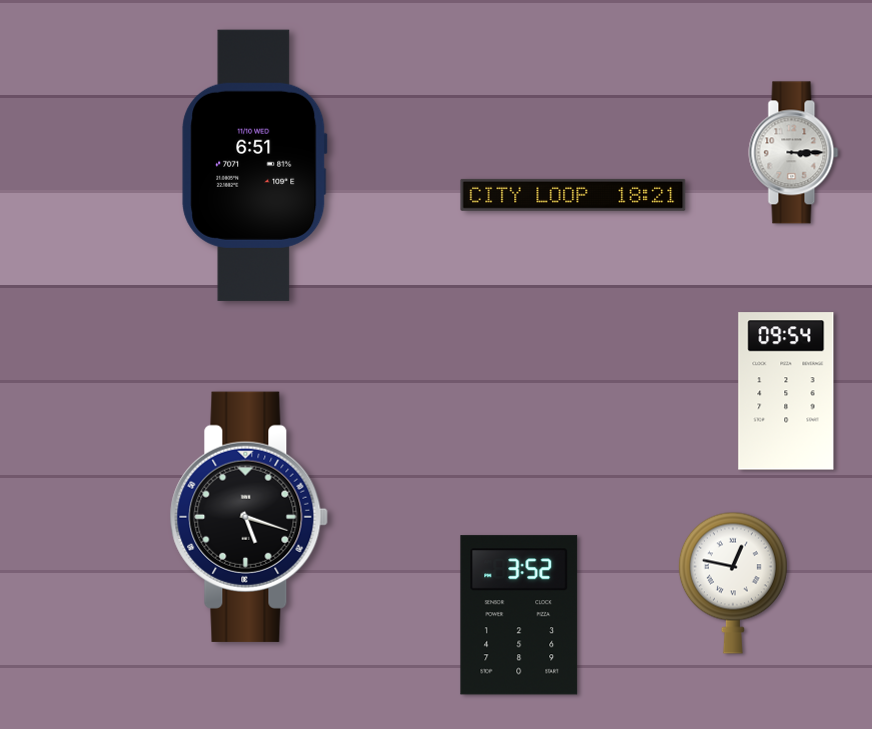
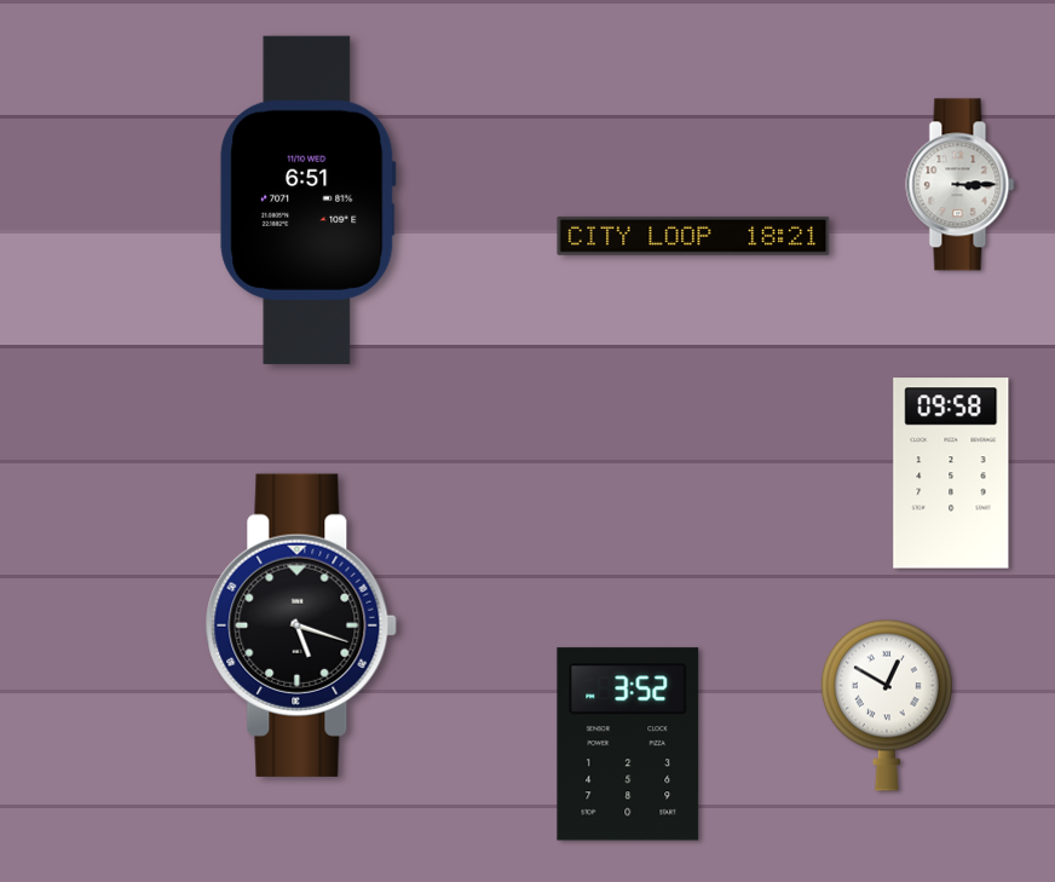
clock at (786, 391): 09:54 -> 09:58
clock at (733, 583): 12:47 -> 12:50
